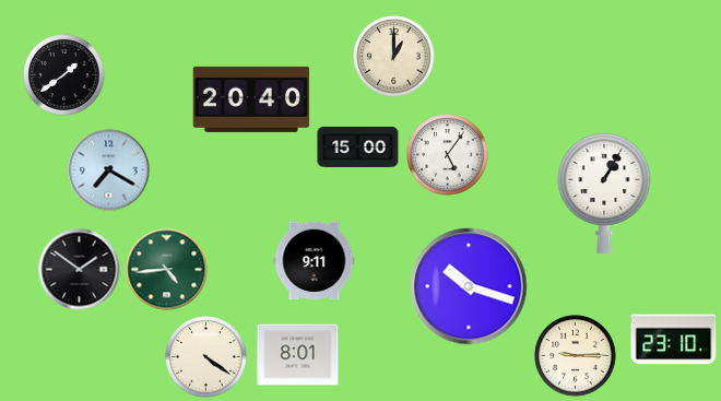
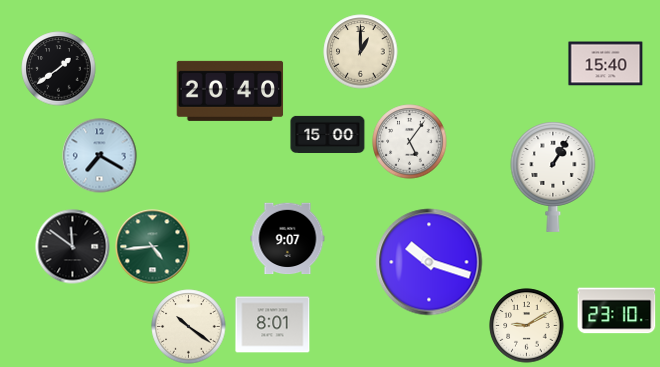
clock at (606, 64): none -> 15:40
clock at (315, 261): 9:11 -> 9:07
clock at (80, 270): 1:51 -> 11:51
clock at (576, 356): 9:15 -> 9:10
clock at (206, 357): 4:21 -> 10:21
